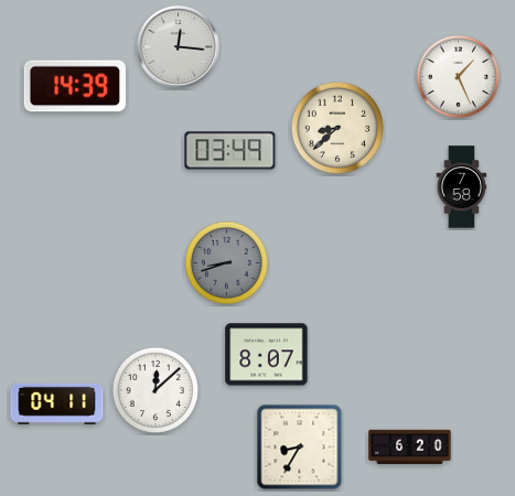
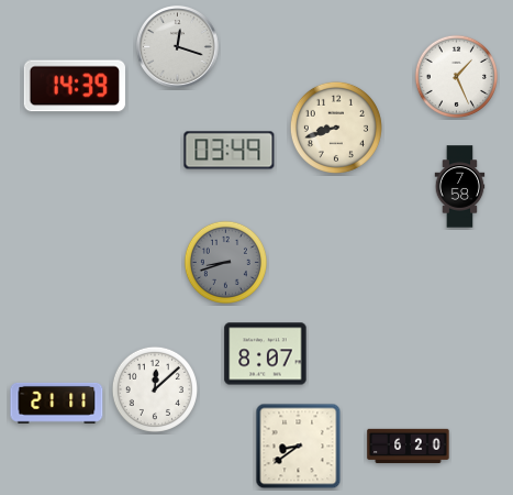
clock at (179, 47): 12:16 -> 12:18
clock at (337, 128): 8:38 -> 8:42
clock at (57, 403): 04:11 -> 21:11
clock at (300, 448): 8:35 -> 8:39
